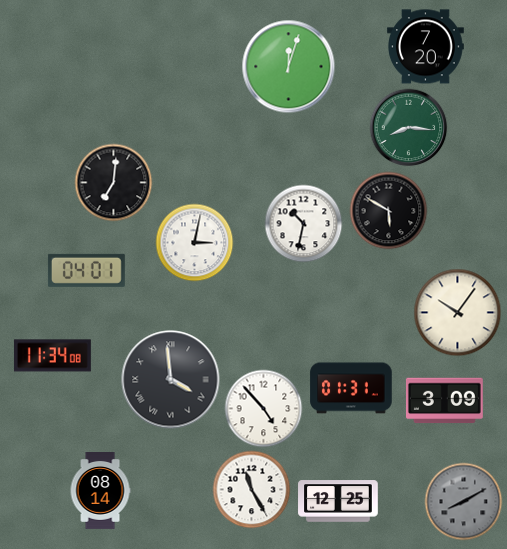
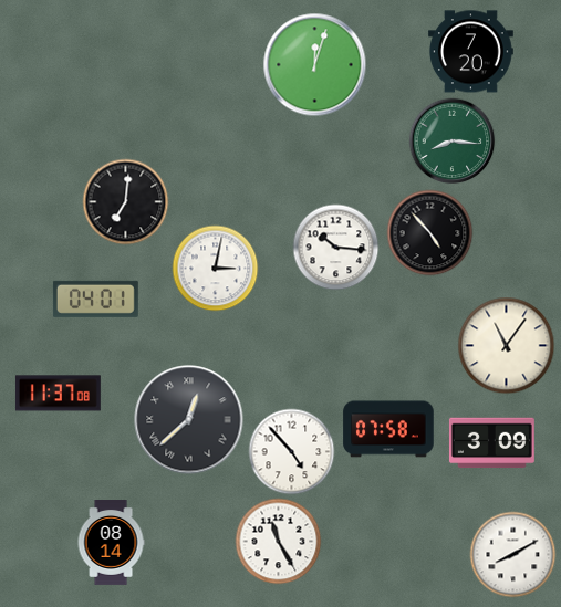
clock at (288, 66) position: (288, 66) -> (314, 64)
clock at (388, 210): 5:50 -> 4:53
clock at (303, 223): 10:32 -> 10:16
clock at (457, 312): 10:06 -> 11:06
clock at (52, 356): 11:34 -> 11:37
clock at (171, 380): 3:59 -> 12:38
clock at (351, 388): 01:31 -> 07:58
clock at (338, 501): 12:25 -> none
clock at (463, 501) dial: grey -> white
